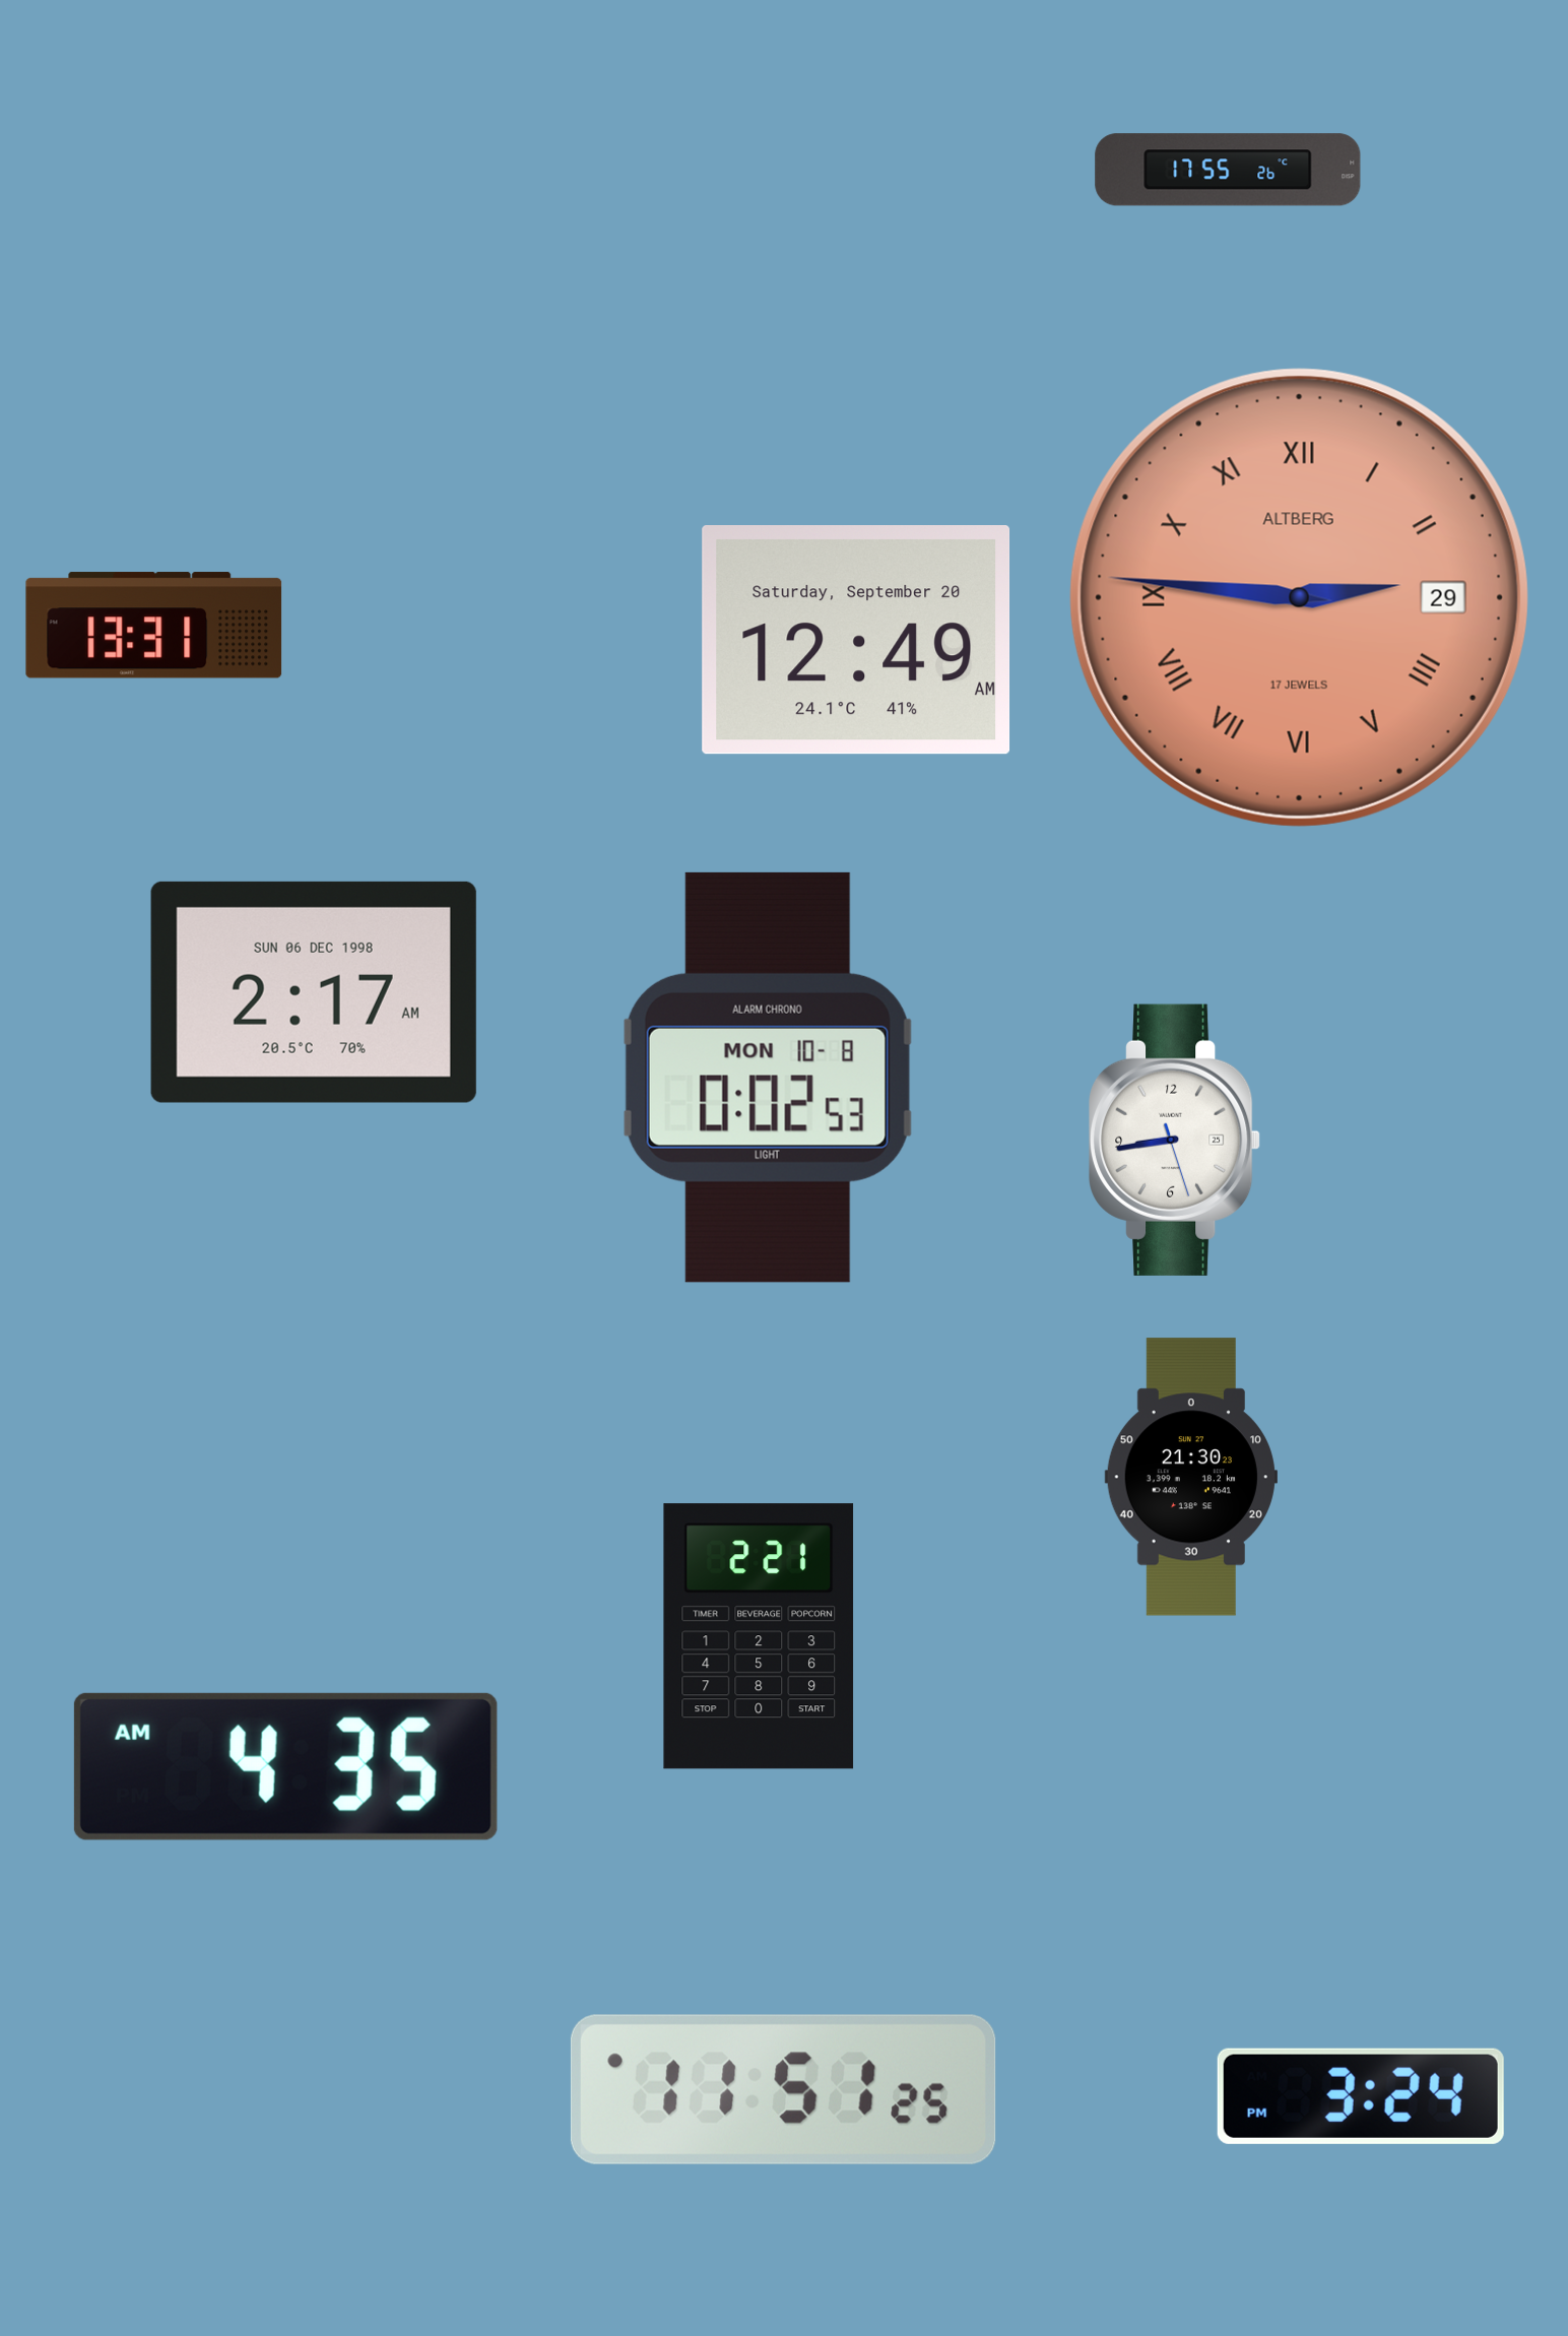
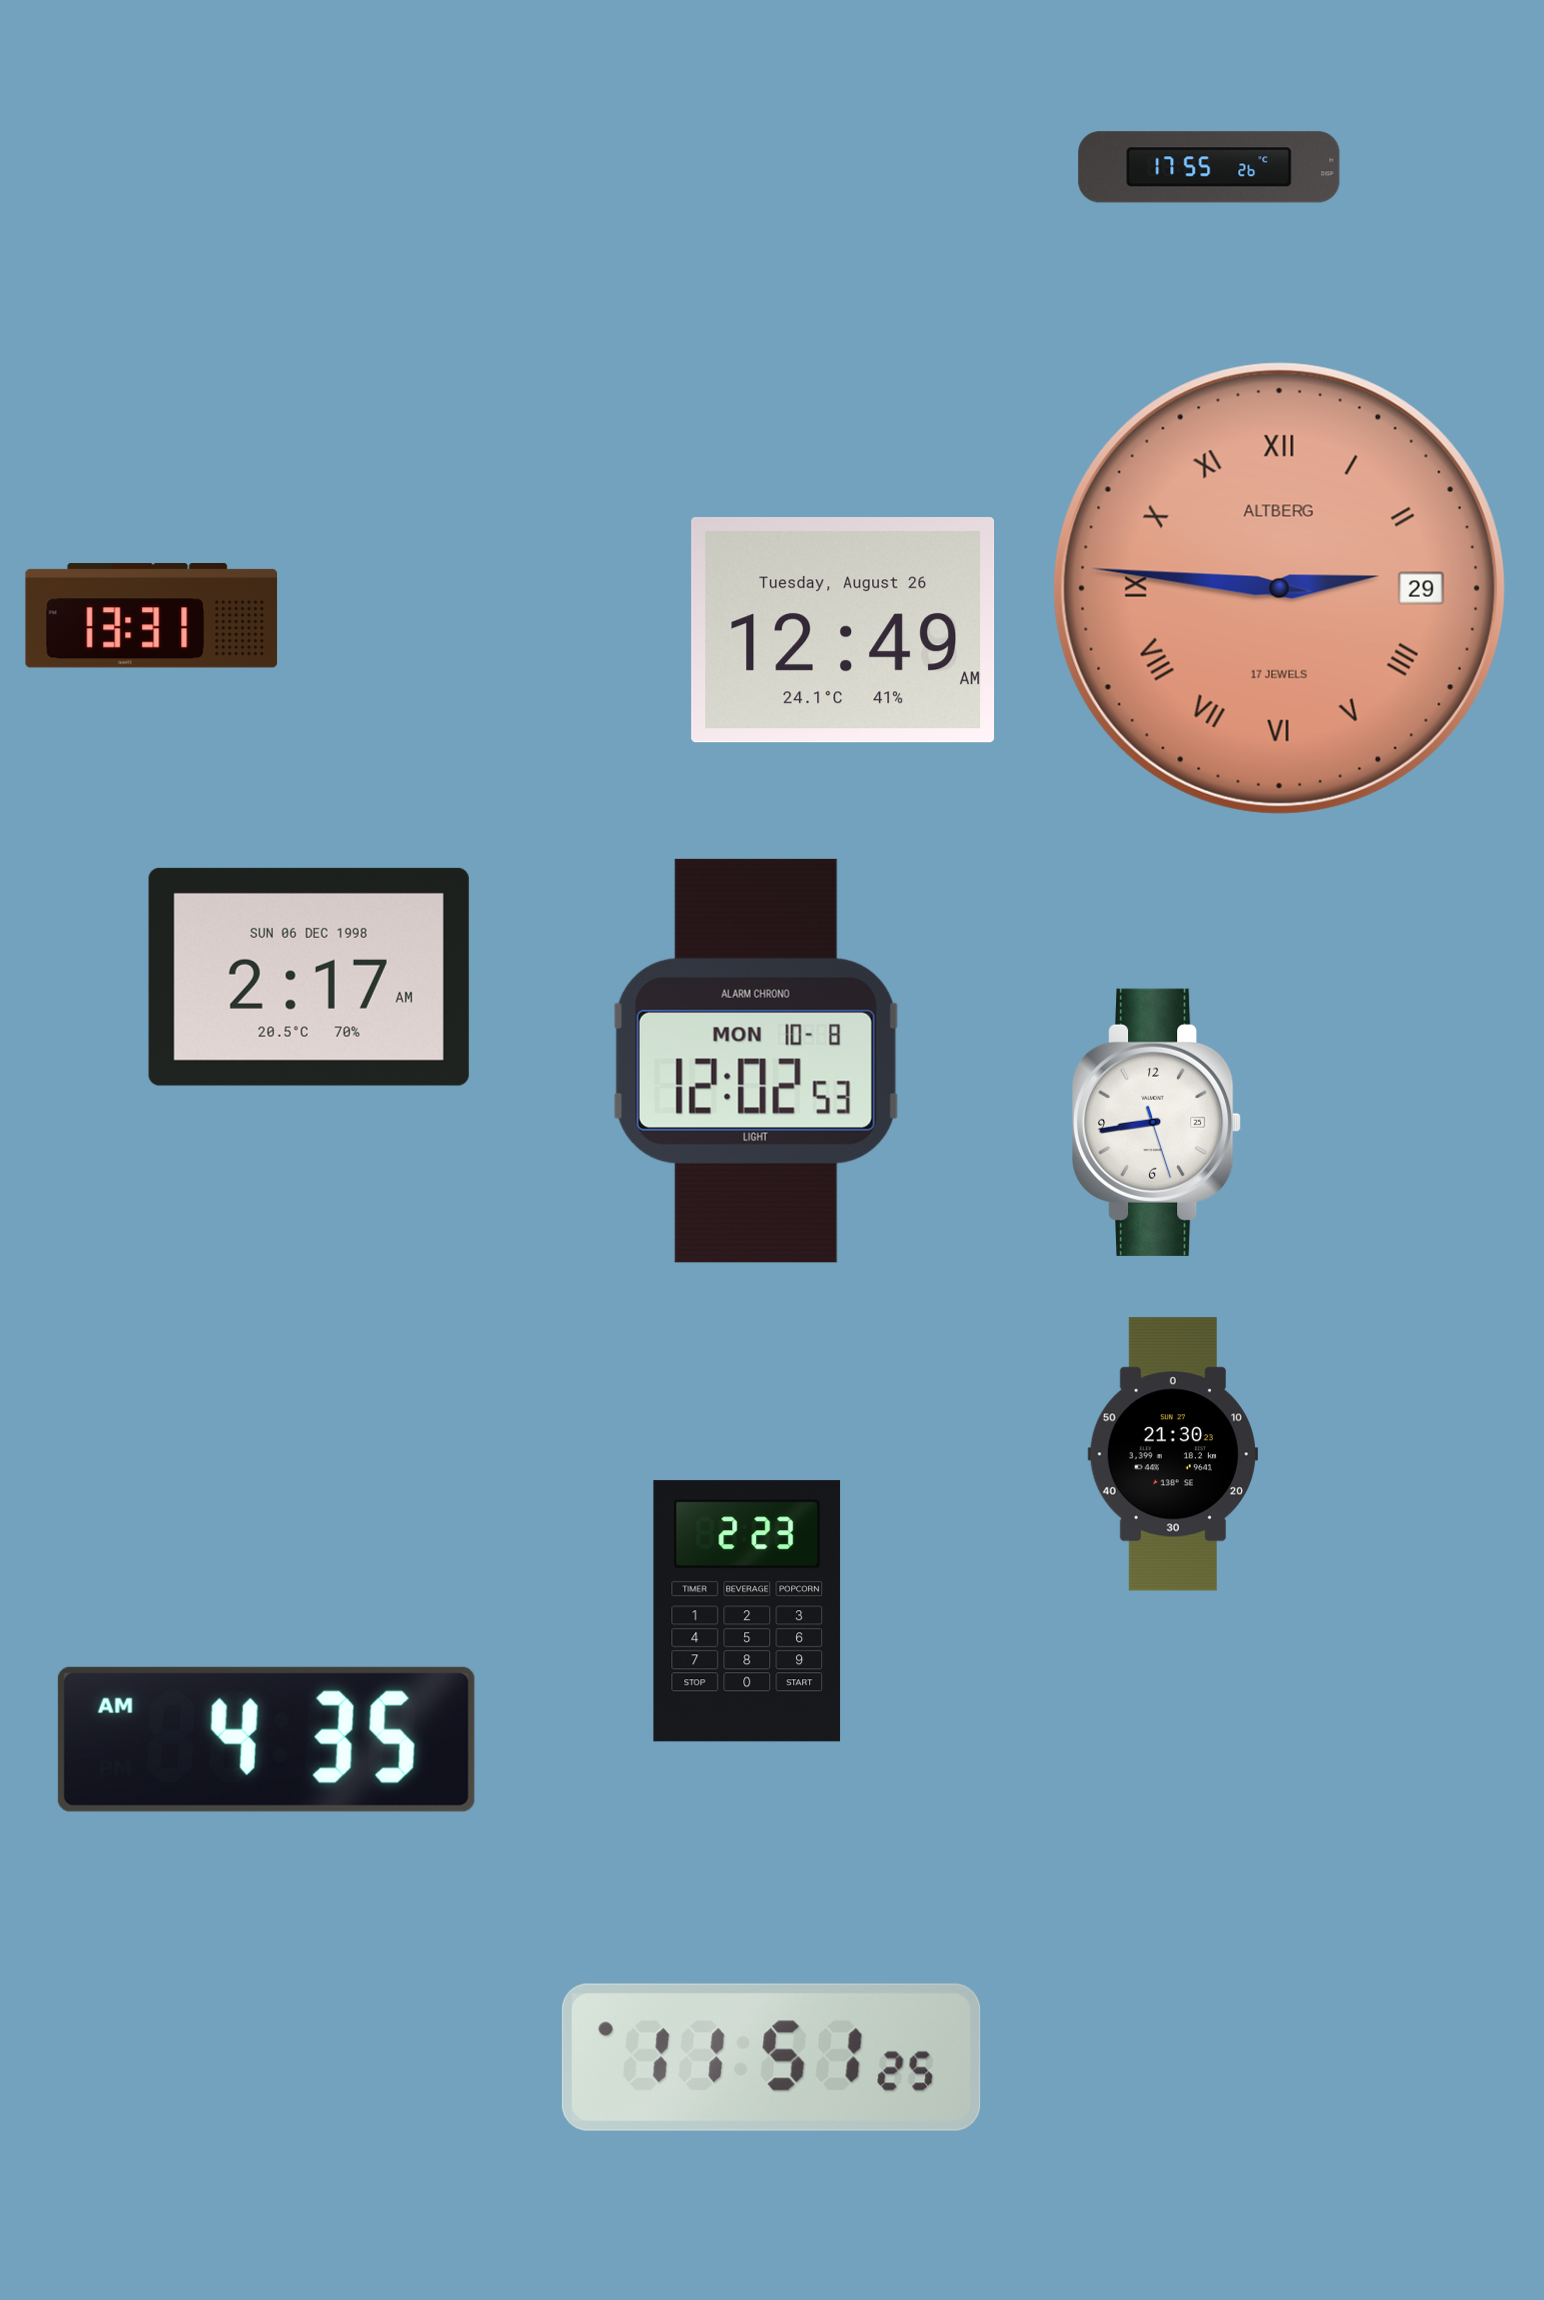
clock at (856, 641) date: Saturday, September 20 -> Tuesday, August 26
clock at (768, 1078): 0:02 -> 12:02
clock at (759, 1636): 2:21 -> 2:23
clock at (285, 1766) position: (285, 1766) -> (266, 1739)
clock at (1361, 2096): 3:24 -> none
